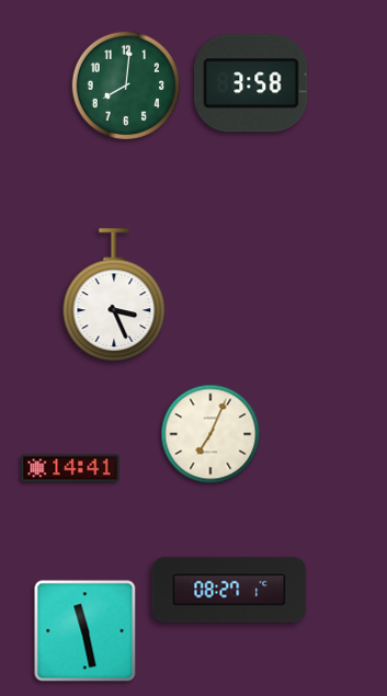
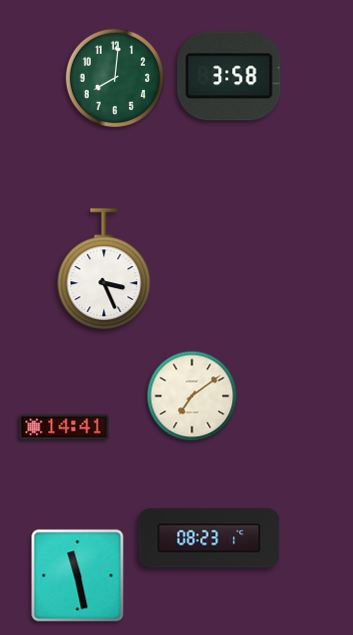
clock at (210, 434): 7:04 -> 7:09
clock at (229, 590): 08:27 -> 08:23
